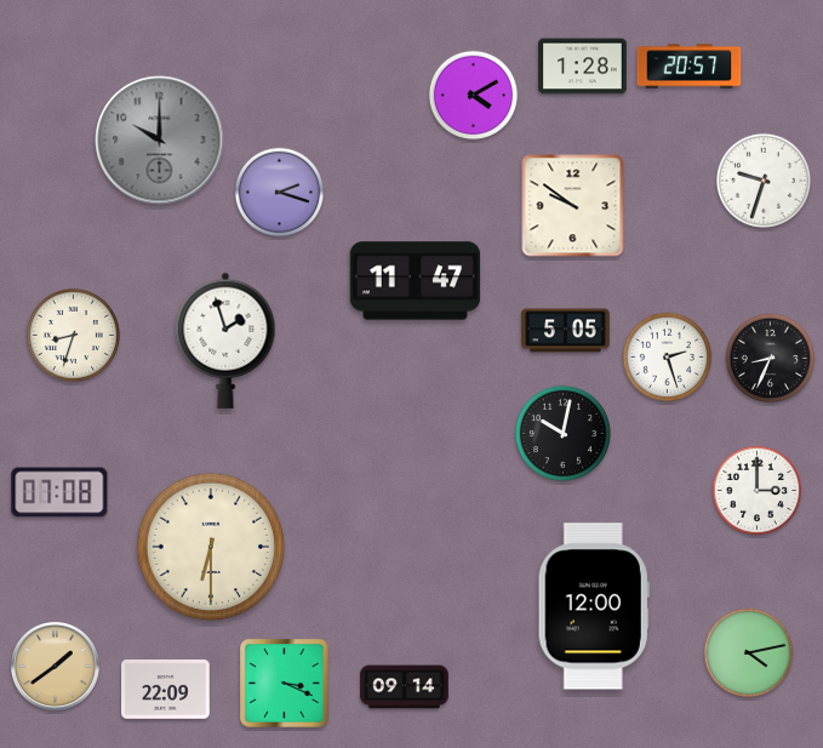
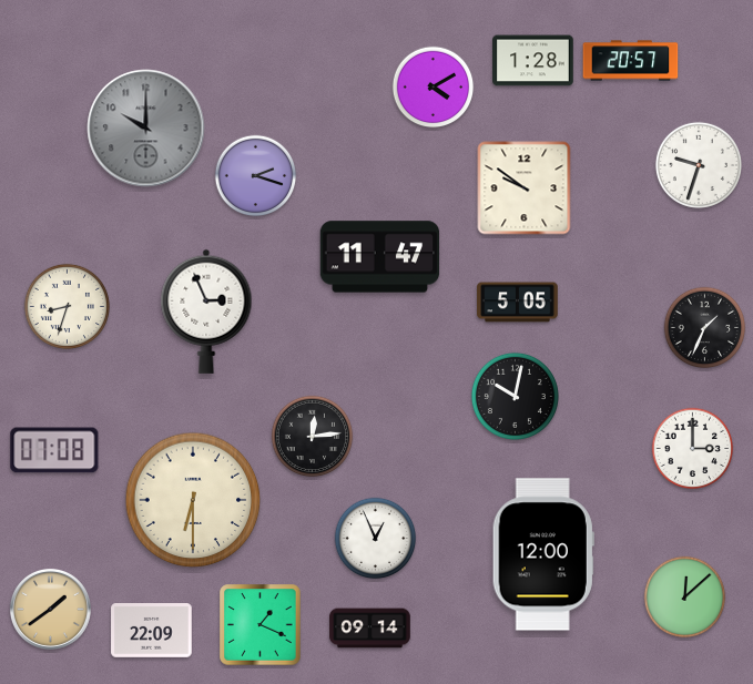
clock at (225, 341): 1:57 -> 2:56
clock at (668, 358): 2:27 -> none
clock at (771, 359): 8:34 -> 1:34
clock at (313, 437): none -> 12:14
clock at (376, 539): none -> 12:56
clock at (749, 653): 4:13 -> 12:08
clock at (285, 684): 3:19 -> 1:19
